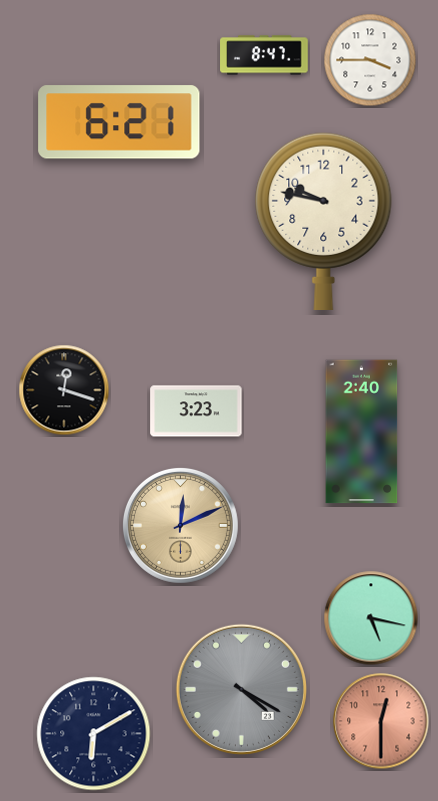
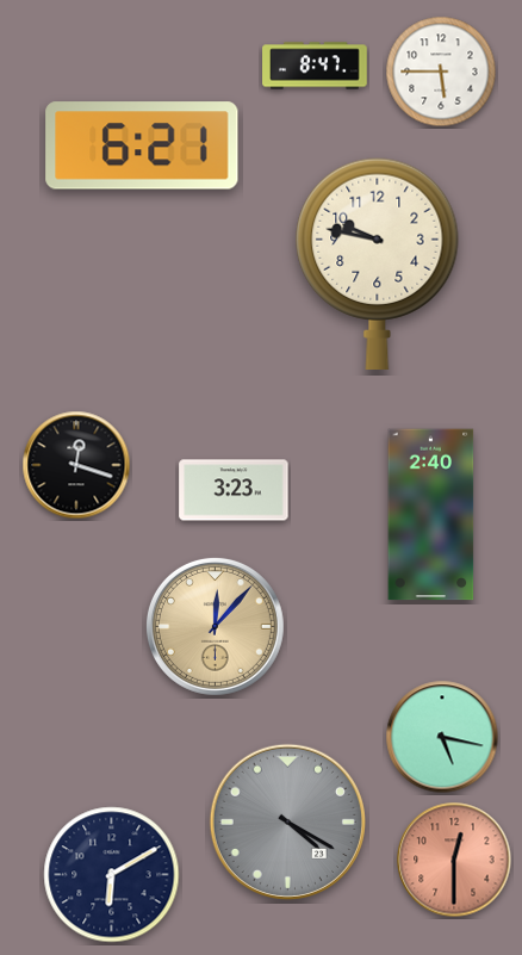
clock at (370, 60): 3:45 -> 5:45
clock at (324, 221) position: (324, 221) -> (378, 263)
clock at (180, 525): 12:11 -> 12:07
